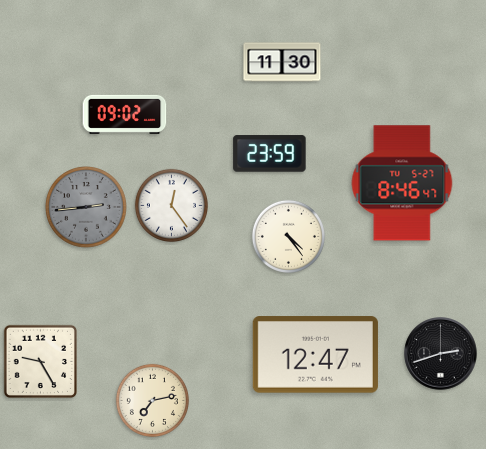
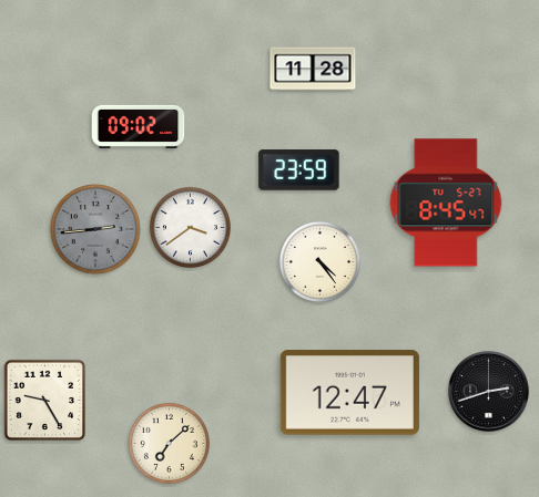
clock at (282, 62): 11:30 -> 11:28
clock at (402, 183): 8:46 -> 8:45
clock at (171, 205): 12:24 -> 3:39
clock at (152, 400): 7:13 -> 7:08
